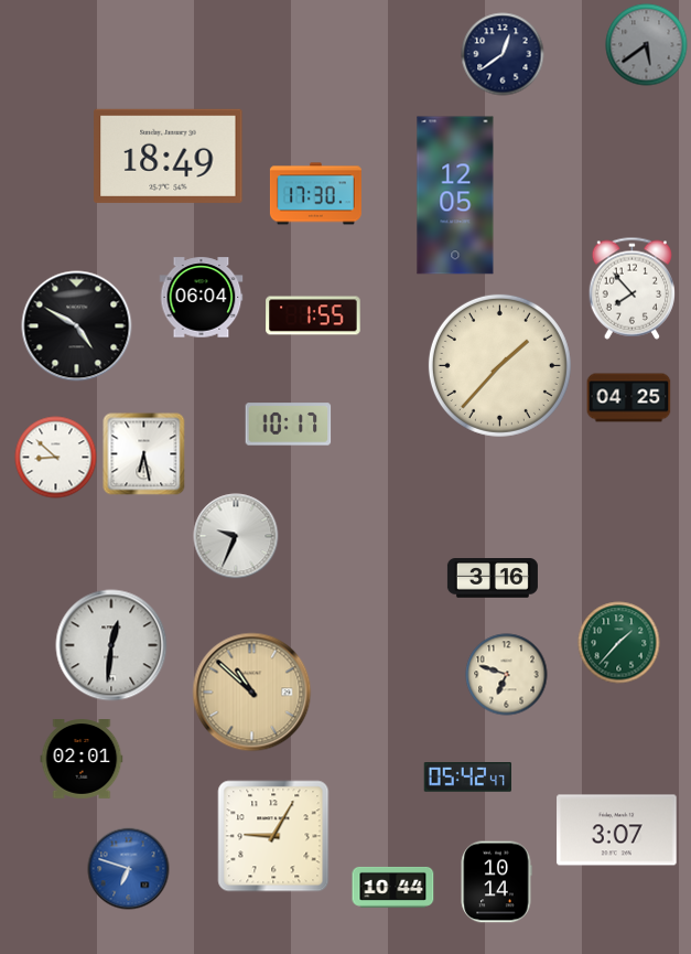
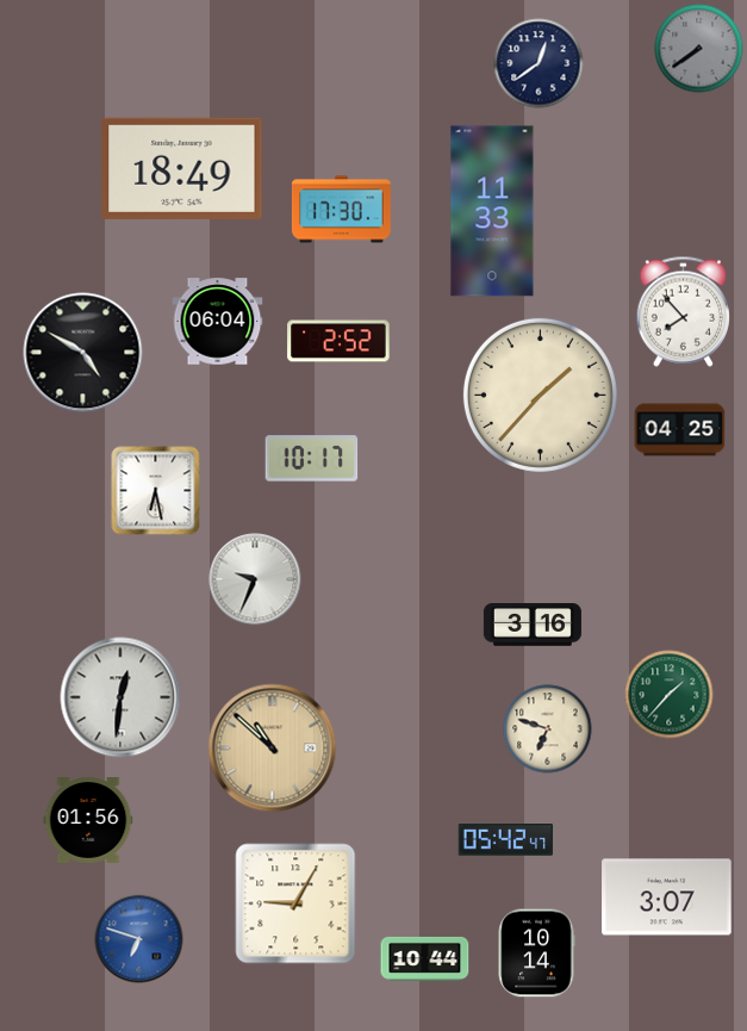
clock at (647, 45): 5:39 -> 7:39
clock at (503, 54) position: (503, 54) -> (539, 63)
clock at (455, 195): 12:05 -> 11:33
clock at (313, 315): 1:55 -> 2:52
clock at (56, 458): 8:52 -> none
clock at (82, 760): 02:01 -> 01:56
